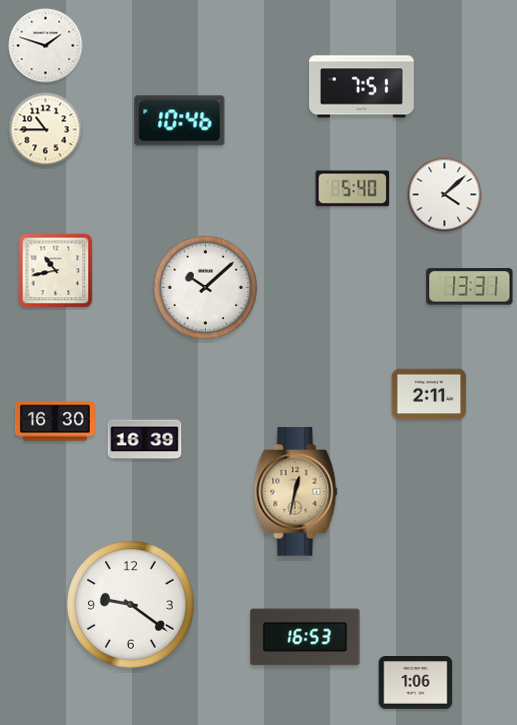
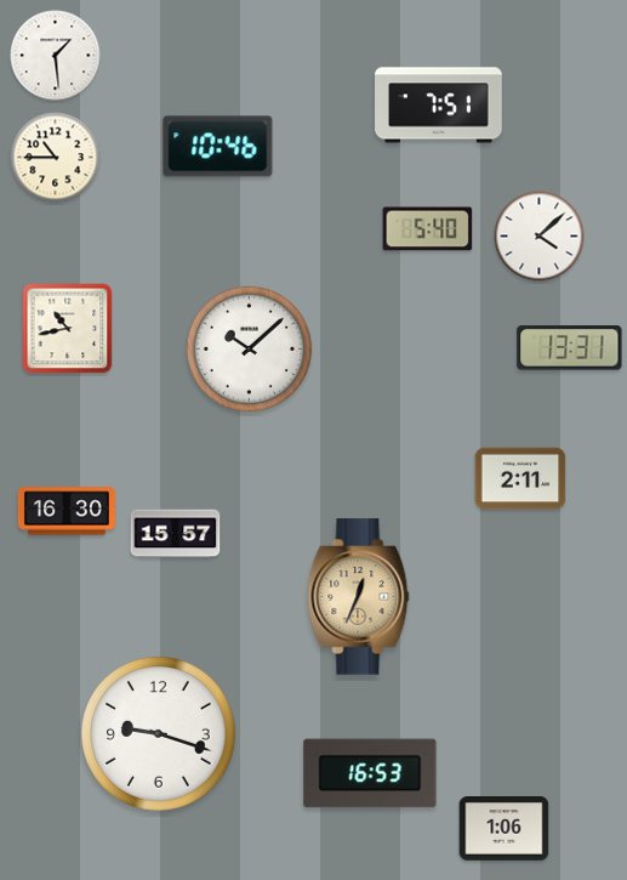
clock at (46, 46): 1:48 -> 1:29
clock at (145, 440): 16:39 -> 15:57
clock at (296, 492): 12:32 -> 12:34
clock at (131, 605): 9:21 -> 9:18
